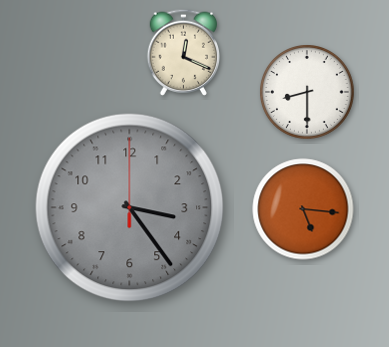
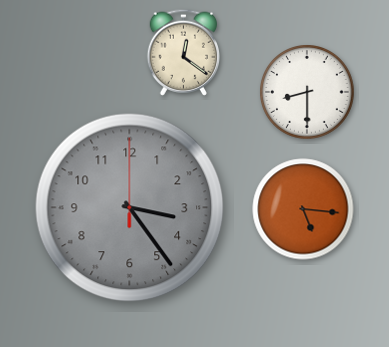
clock at (184, 52): 12:19 -> 12:21
